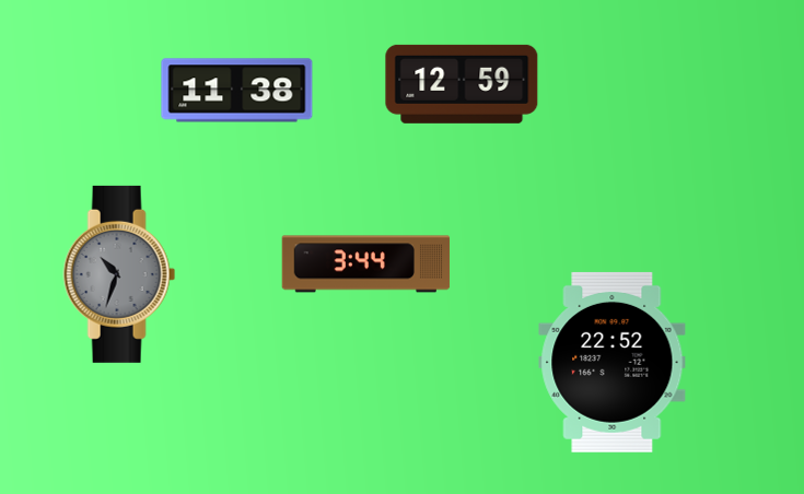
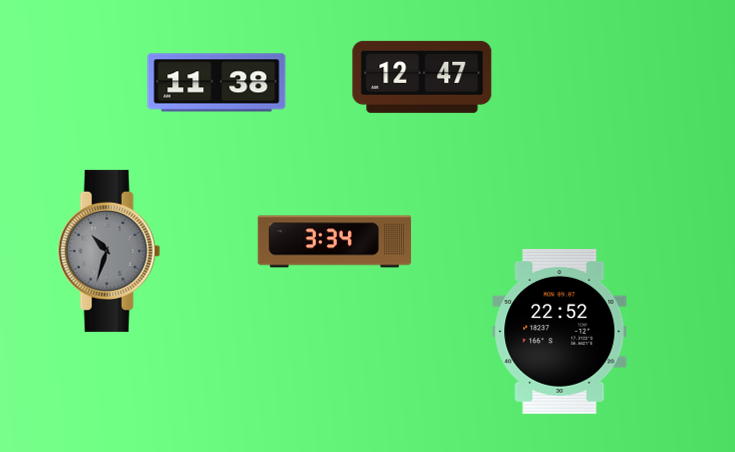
clock at (462, 84): 12:59 -> 12:47
clock at (366, 264): 3:44 -> 3:34
